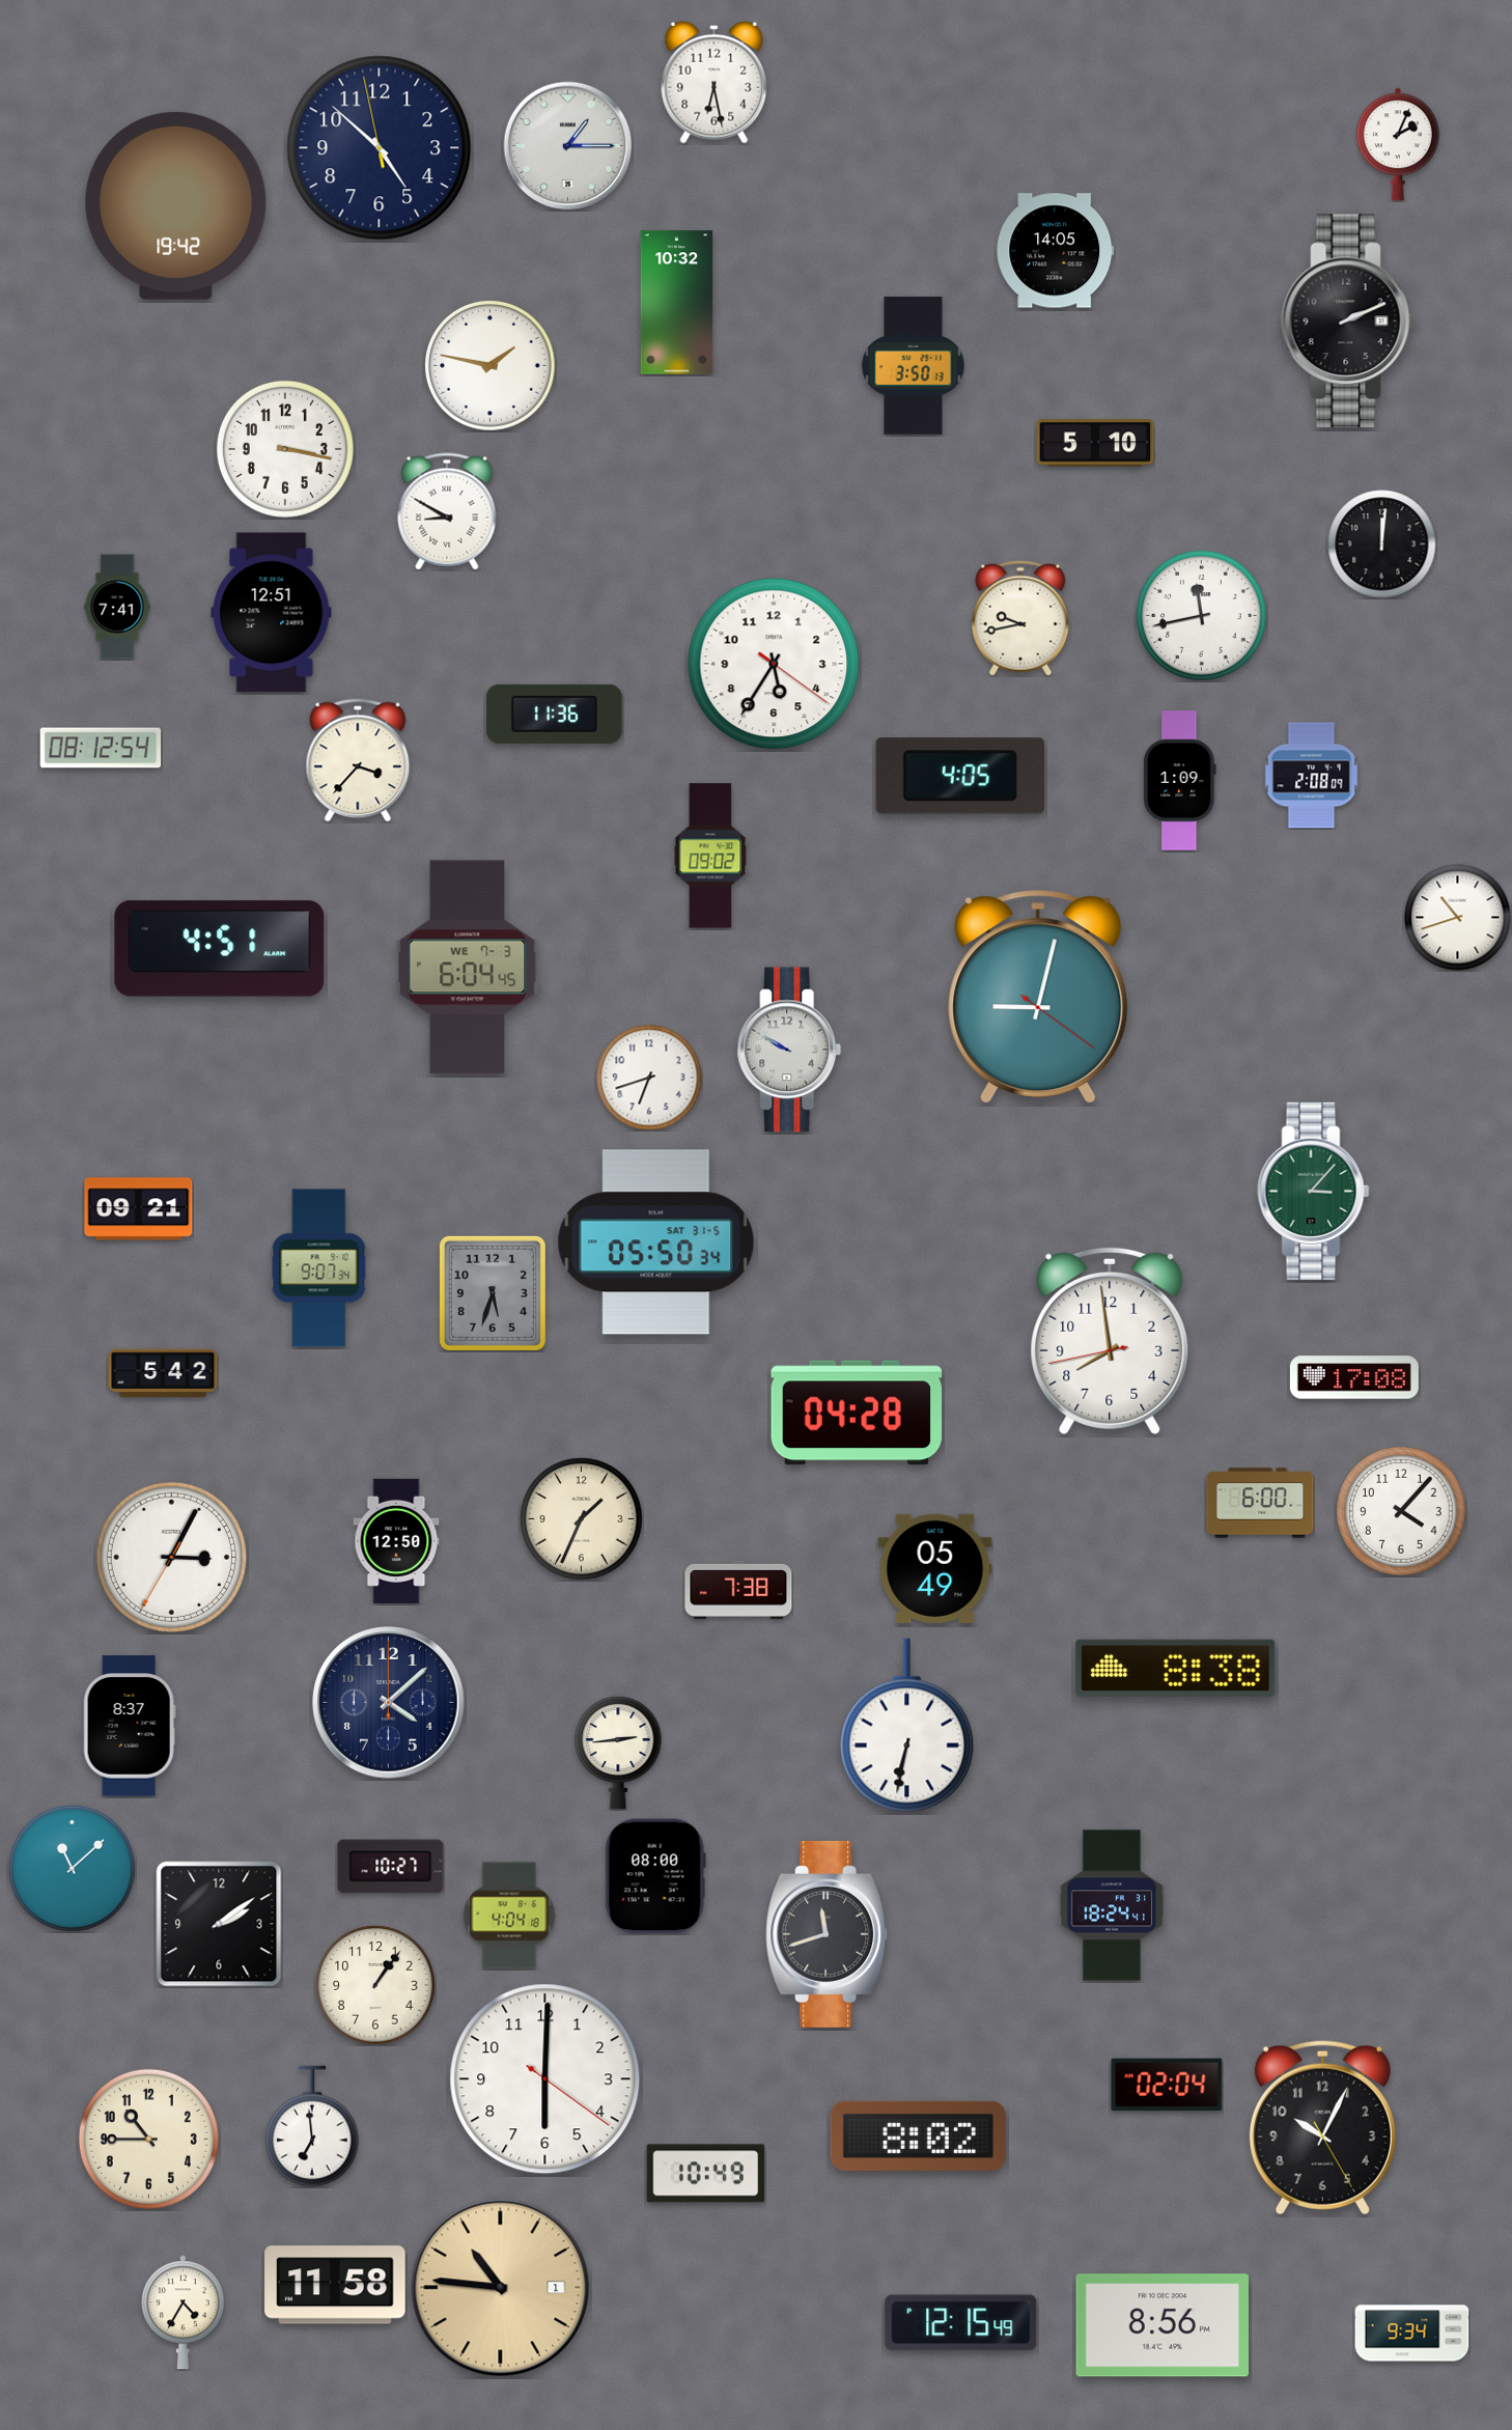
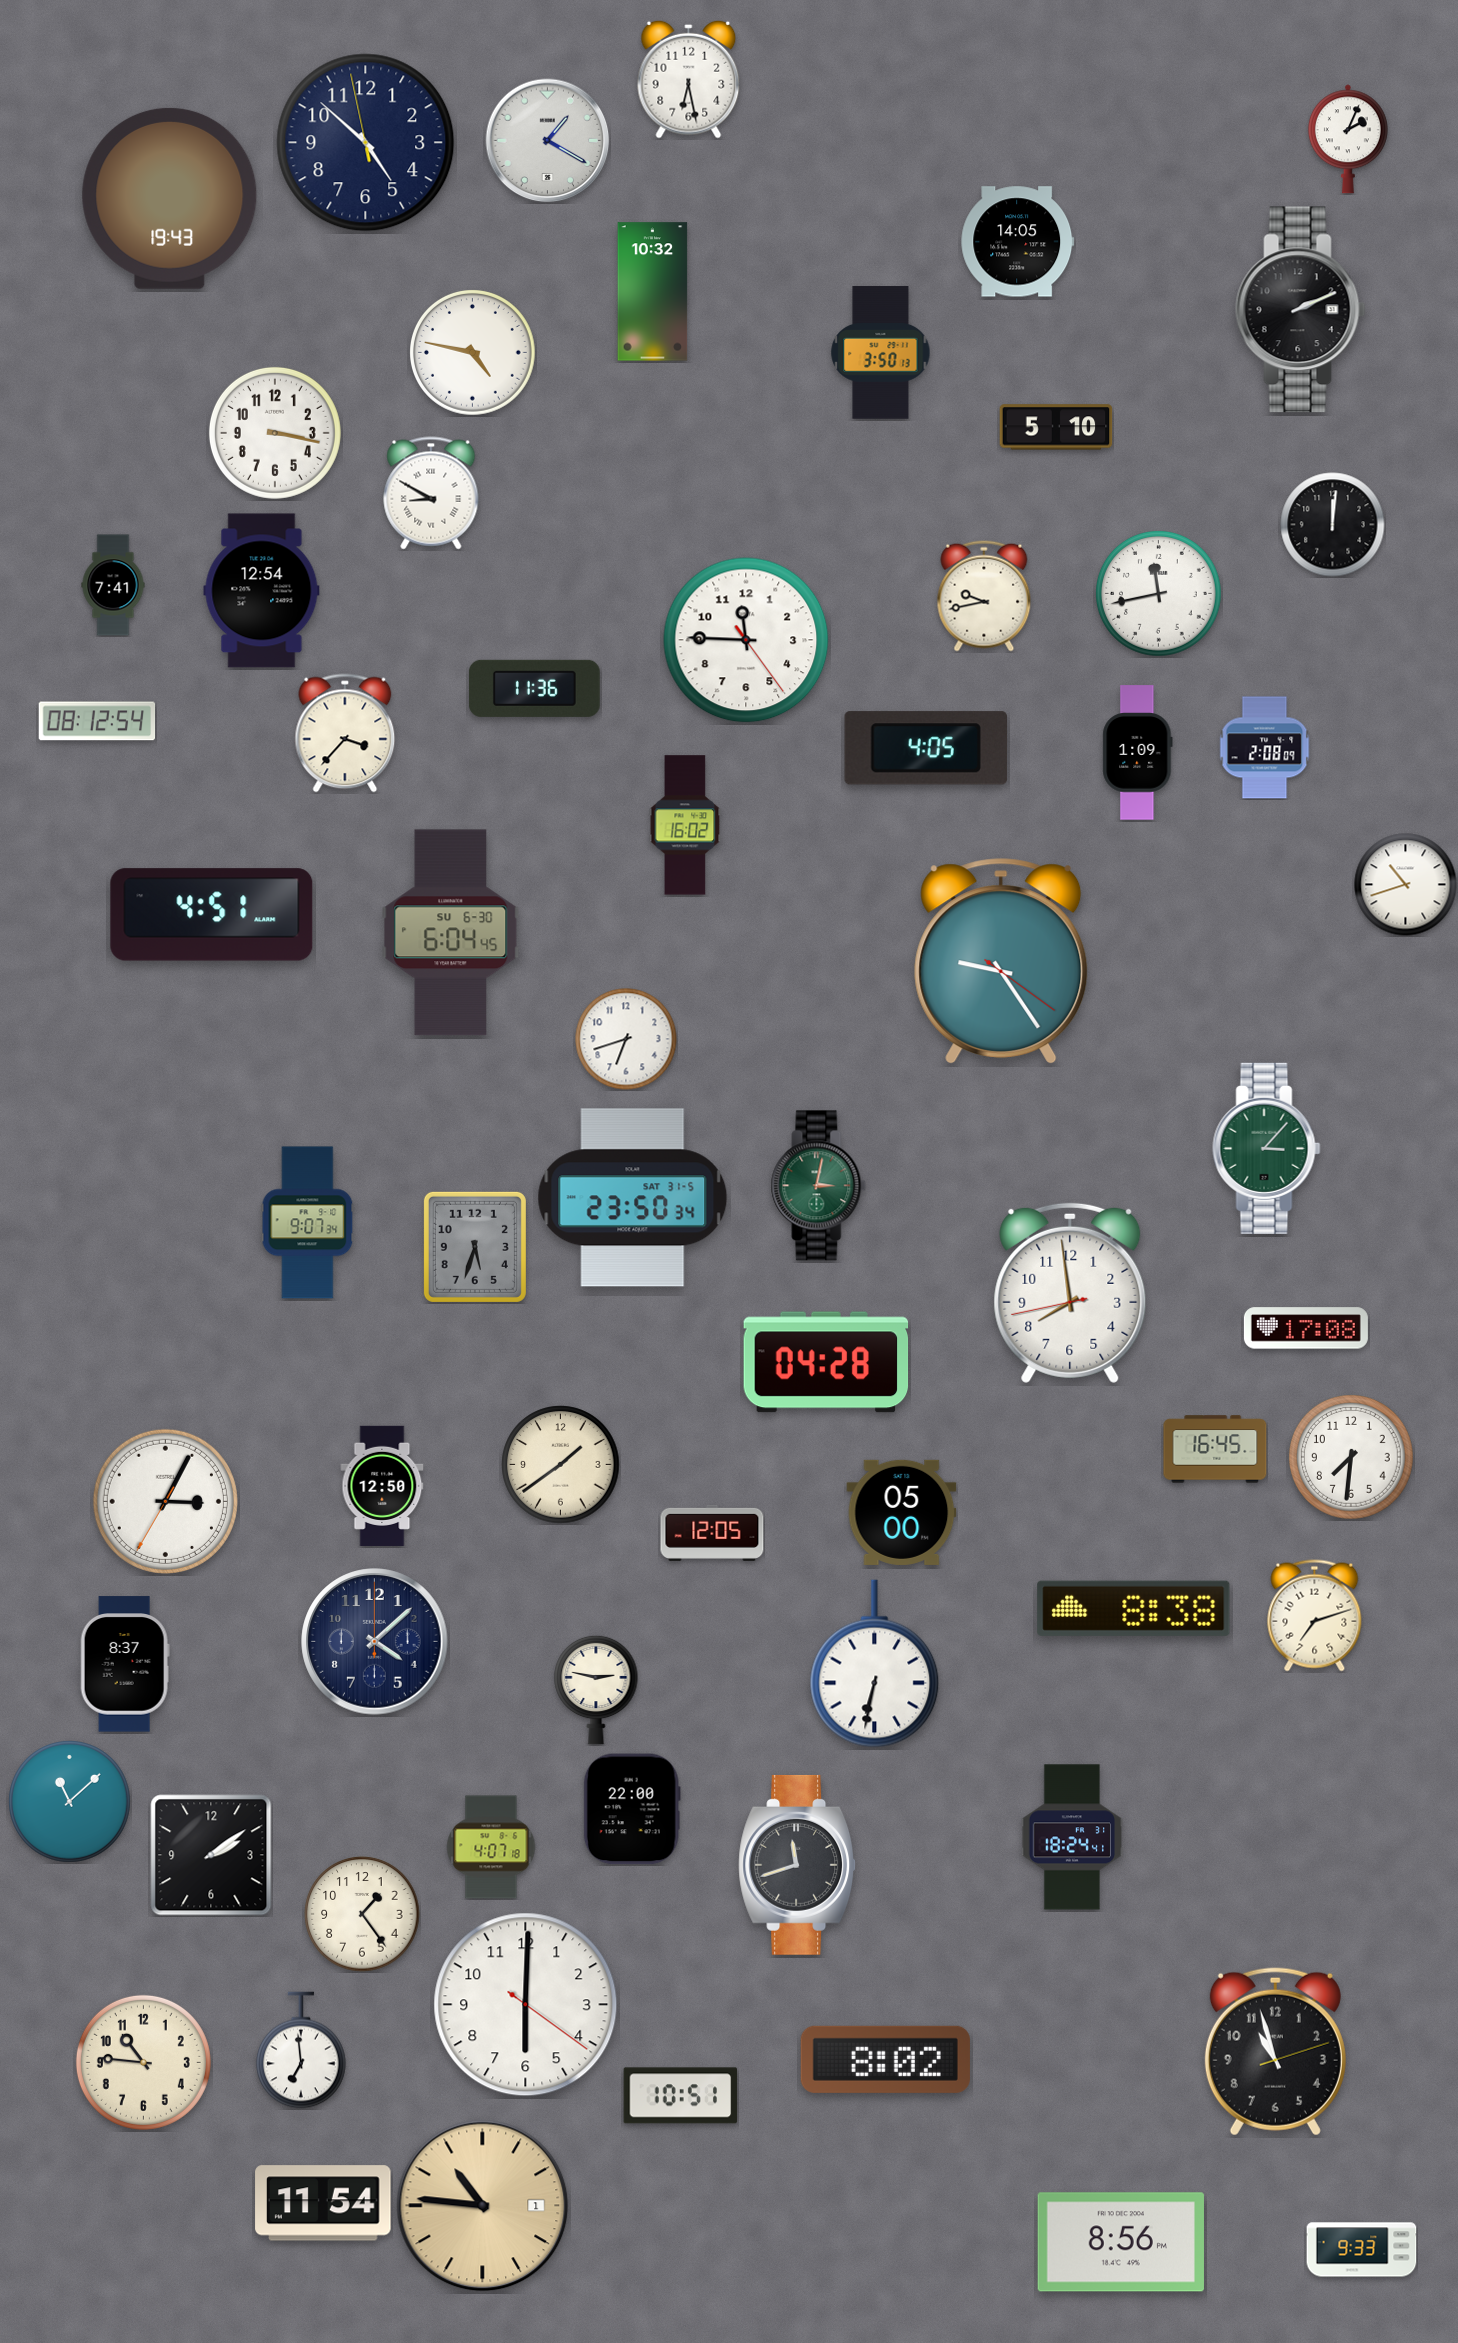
clock at (568, 146): 1:15 -> 1:20
clock at (176, 205): 19:42 -> 19:43
clock at (491, 366): 1:47 -> 4:47
clock at (272, 613): 12:51 -> 12:54
clock at (774, 664): 5:35 -> 11:45
clock at (710, 856): 09:02 -> 16:02
clock at (468, 968) date: WE 7-3 -> SU 6-30
clock at (1038, 998): 9:02 -> 9:24
clock at (789, 1050): 9:50 -> none
clock at (139, 1209): 09:21 -> none
clock at (819, 1186): none -> 3:02
clock at (656, 1242): 05:50 -> 23:50
clock at (163, 1372): 5:42 -> none
clock at (1260, 1503): 6:00 -> 16:45
clock at (1402, 1512): 4:07 -> 7:31
clock at (582, 1519): 1:34 -> 1:39
clock at (935, 1568): 05:49 -> 05:00
clock at (738, 1590): 7:38 -> 12:05
clock at (1315, 1616): none -> 7:12
clock at (618, 1753): 2:44 -> 2:47
clock at (391, 1867): 10:27 -> none
clock at (655, 1876): 08:00 -> 22:00
clock at (509, 1916): 4:04 -> 4:07
clock at (375, 1985): 1:06 -> 1:24
clock at (1167, 2085): 02:04 -> none
clock at (1322, 2128): 10:04 -> 10:57
clock at (148, 2139): 10:45 -> 10:46
clock at (706, 2174): 10:49 -> 10:51
clock at (335, 2285): 11:58 -> 11:54
clock at (183, 2313): 4:35 -> none
clock at (961, 2323): 12:15 -> none
clock at (1412, 2334): 9:34 -> 9:33
